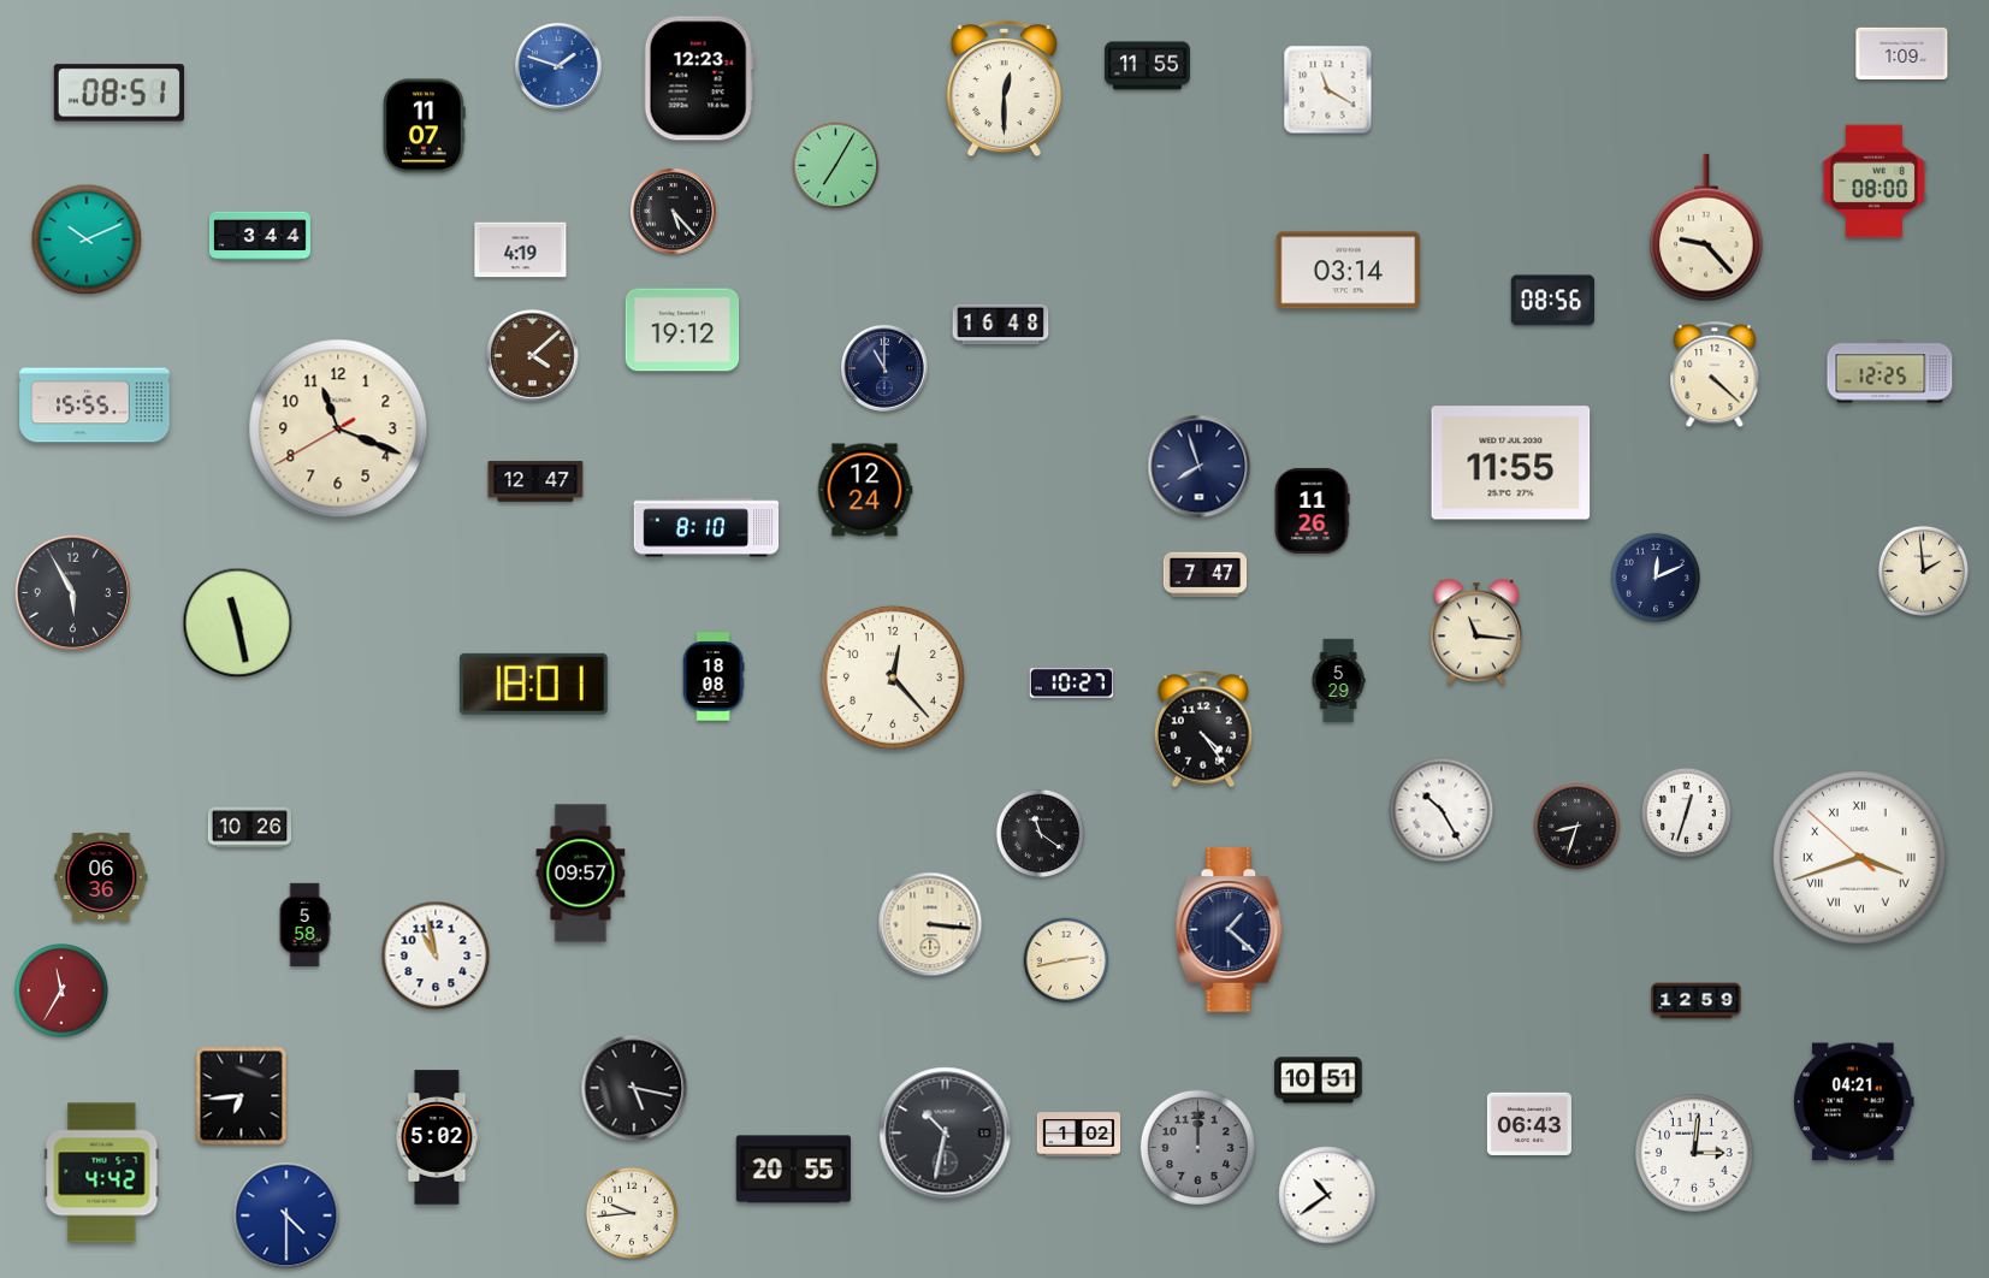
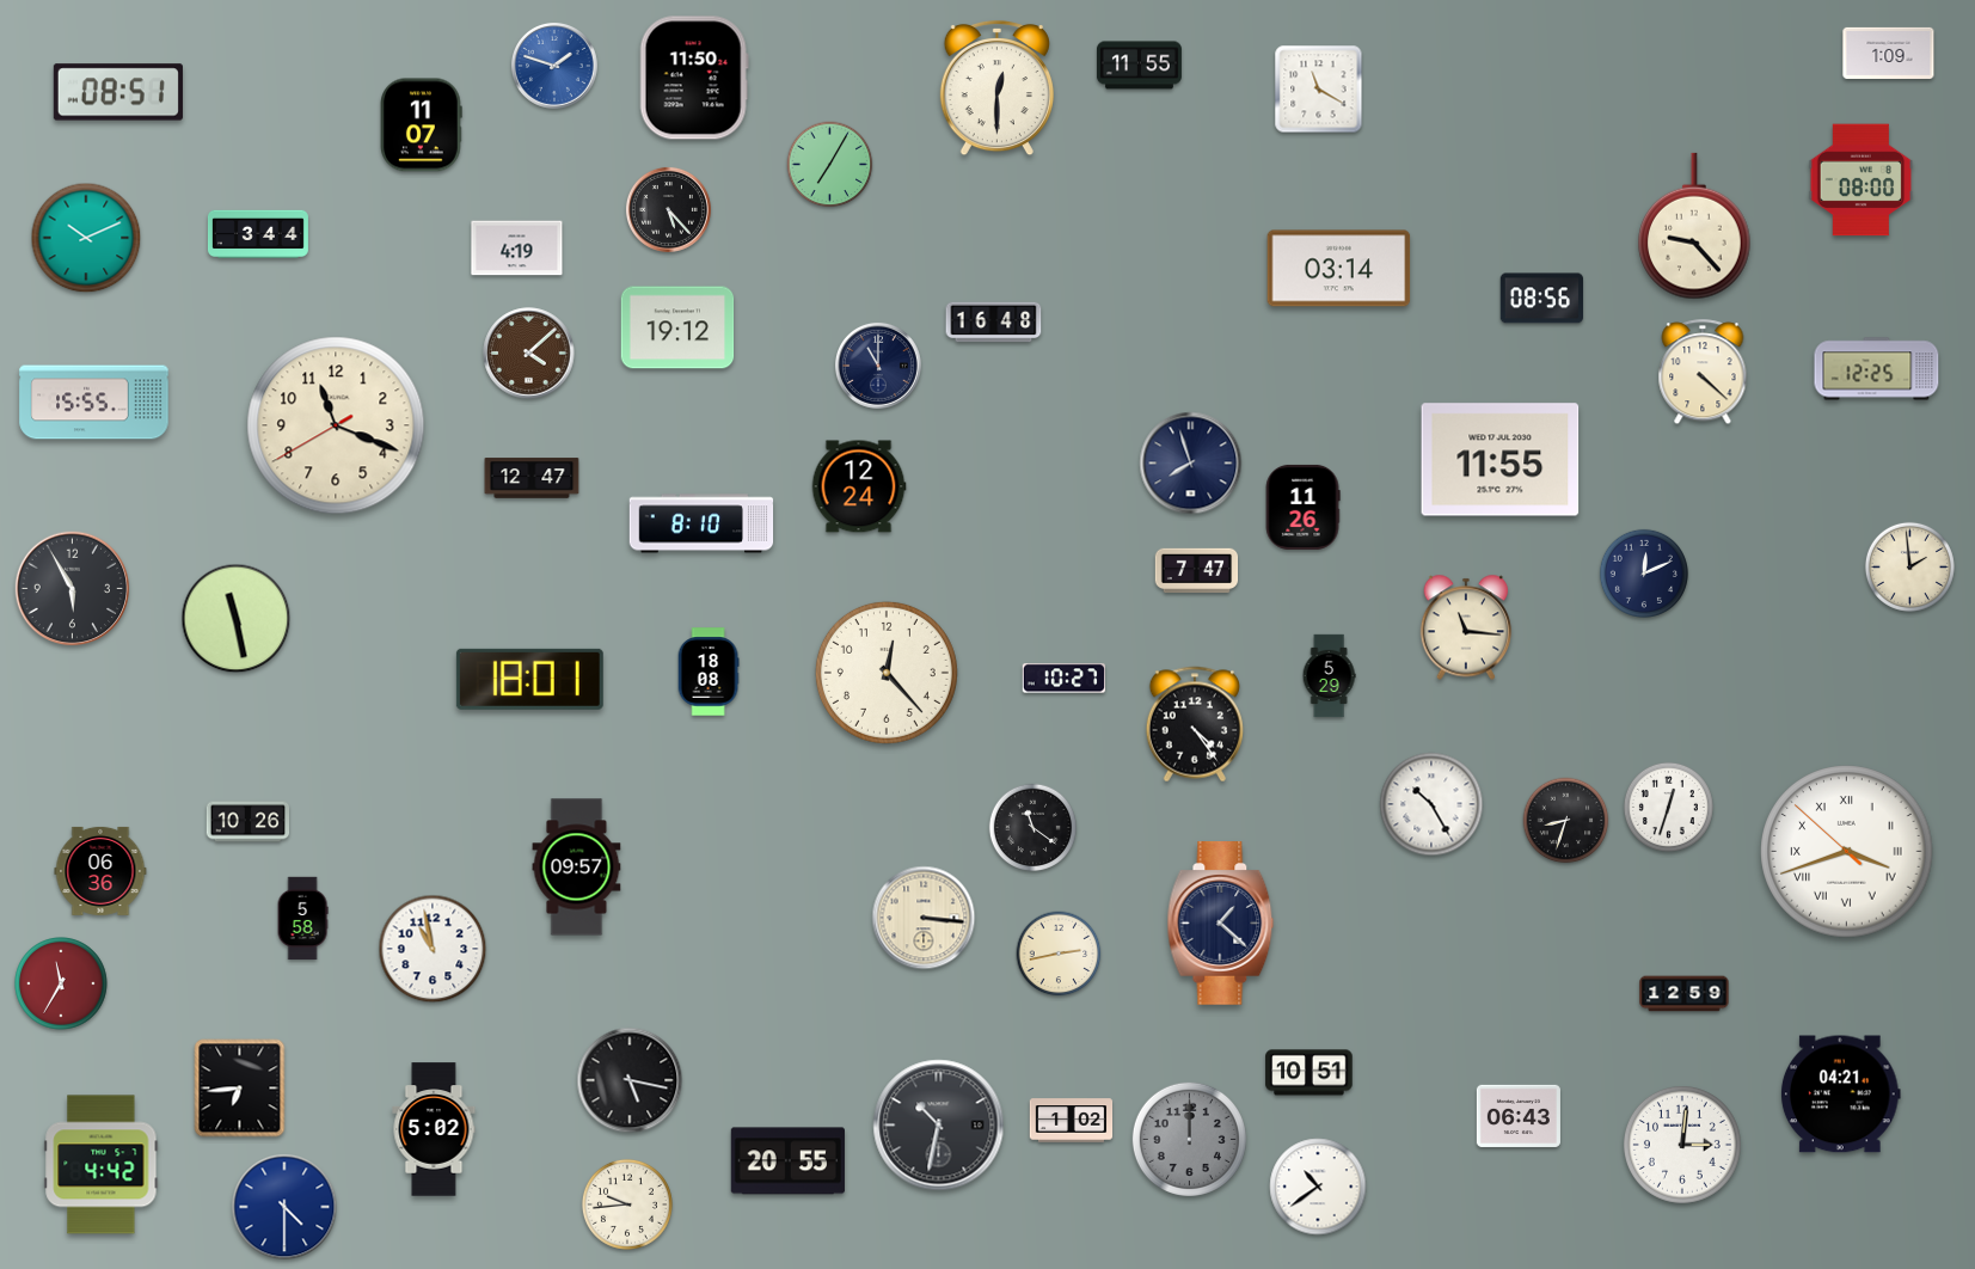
clock at (699, 78): 12:23 -> 11:50
clock at (1686, 812) position: (1686, 812) -> (1668, 807)
clock at (1079, 1135) position: (1079, 1135) -> (1072, 1121)
